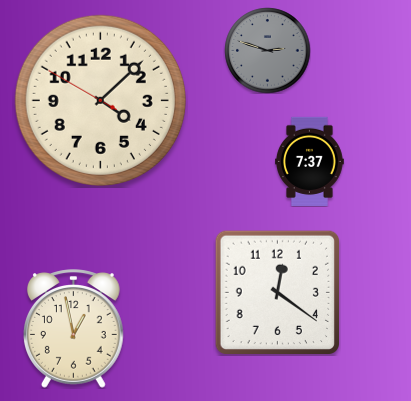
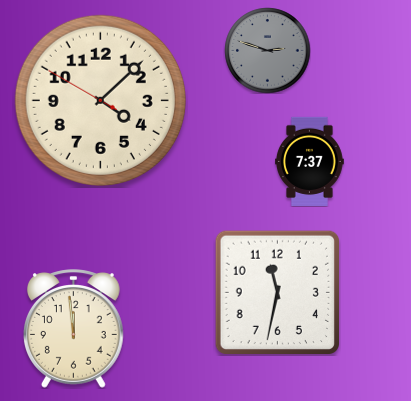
clock at (277, 292): 12:21 -> 11:32
clock at (74, 329): 12:58 -> 11:59
